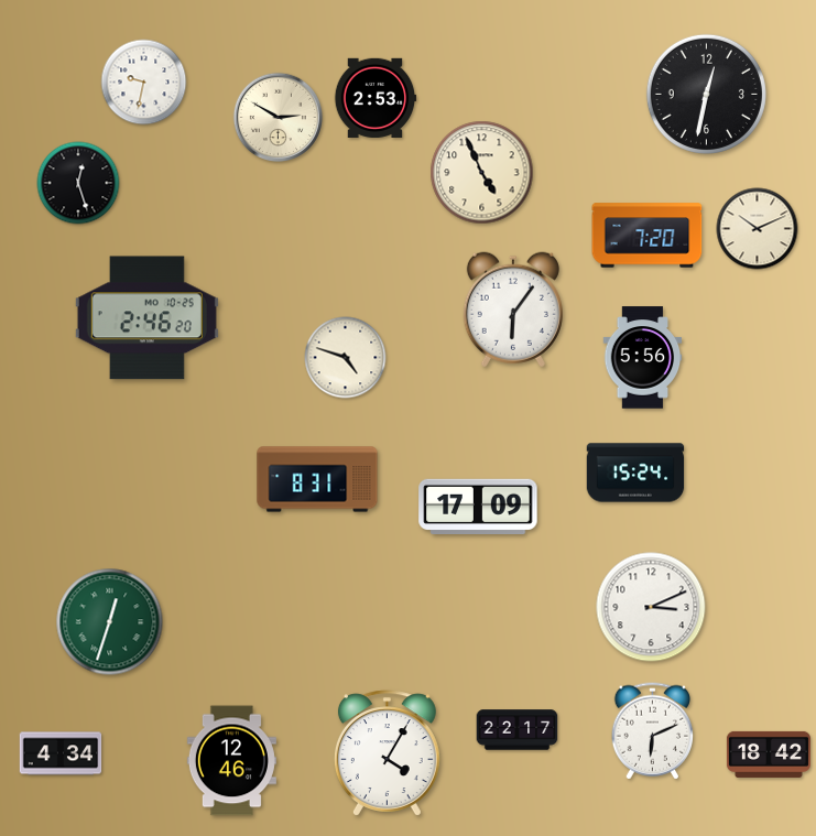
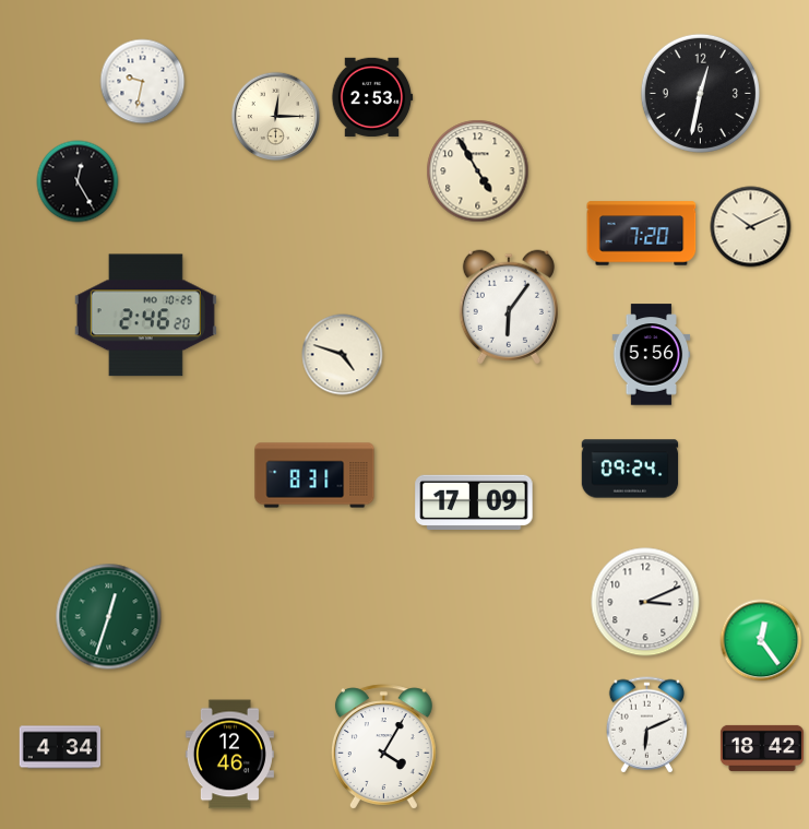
clock at (279, 118): 2:50 -> 12:15
clock at (482, 173): 4:56 -> 4:55
clock at (78, 183): 12:27 -> 12:25
clock at (643, 358) position: (643, 358) -> (652, 355)
clock at (635, 473): 15:24 -> 09:24
clock at (761, 640): none -> 12:24
clock at (518, 730): 22:17 -> none
